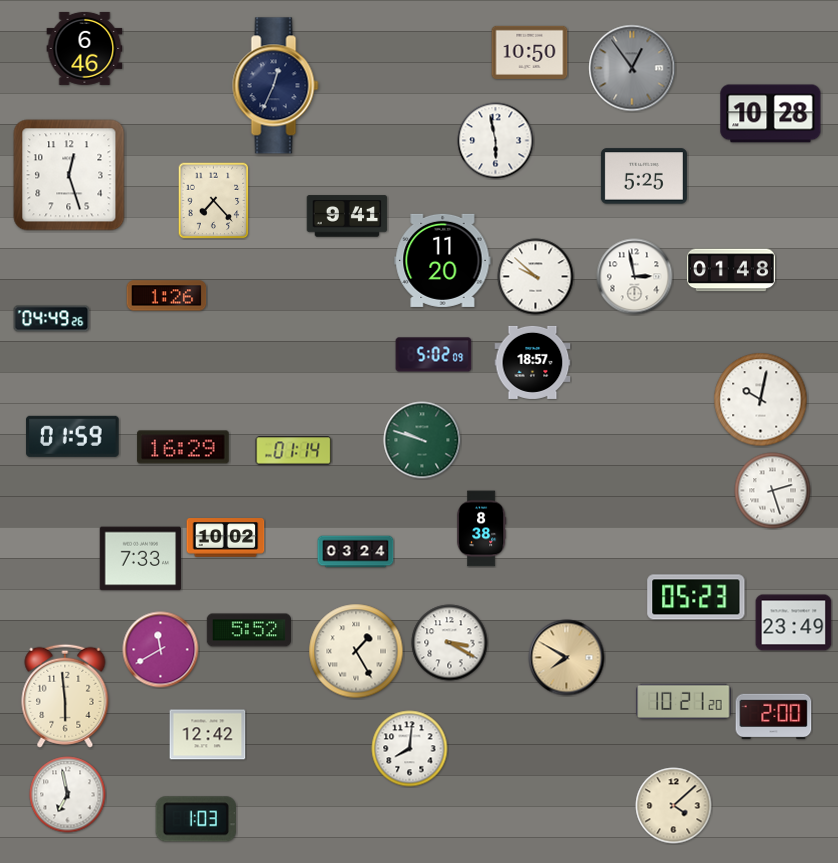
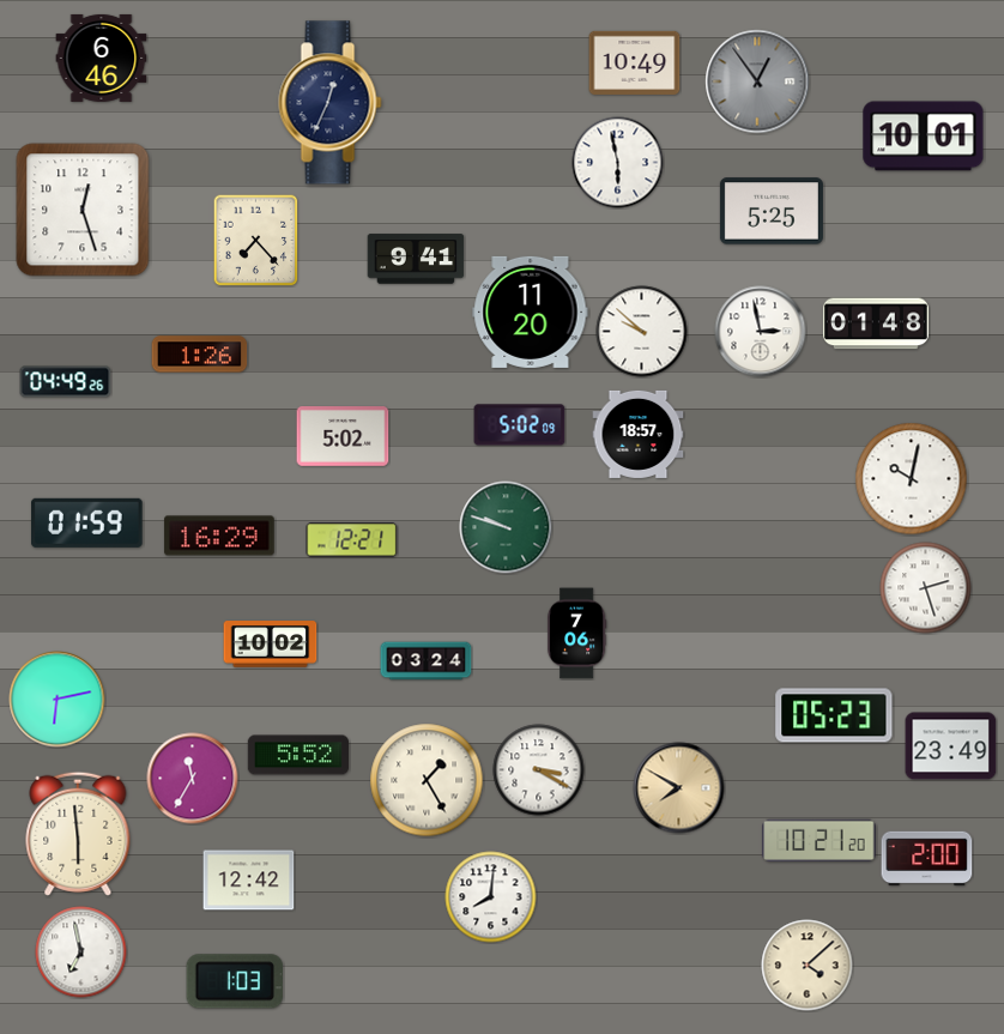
clock at (530, 52): 10:50 -> 10:49
clock at (771, 114): 10:28 -> 10:01
clock at (496, 141) position: (496, 141) -> (618, 163)
clock at (52, 319) position: (52, 319) -> (66, 382)
clock at (343, 436): none -> 5:02
clock at (294, 451): 01:14 -> 12:21
clock at (481, 529): 8:38 -> 7:06
clock at (141, 559): 7:33 -> none
clock at (58, 700): none -> 6:13
clock at (161, 650): 11:40 -> 11:35
